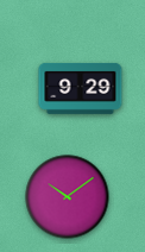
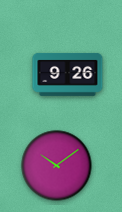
clock at (81, 88): 9:29 -> 9:26
